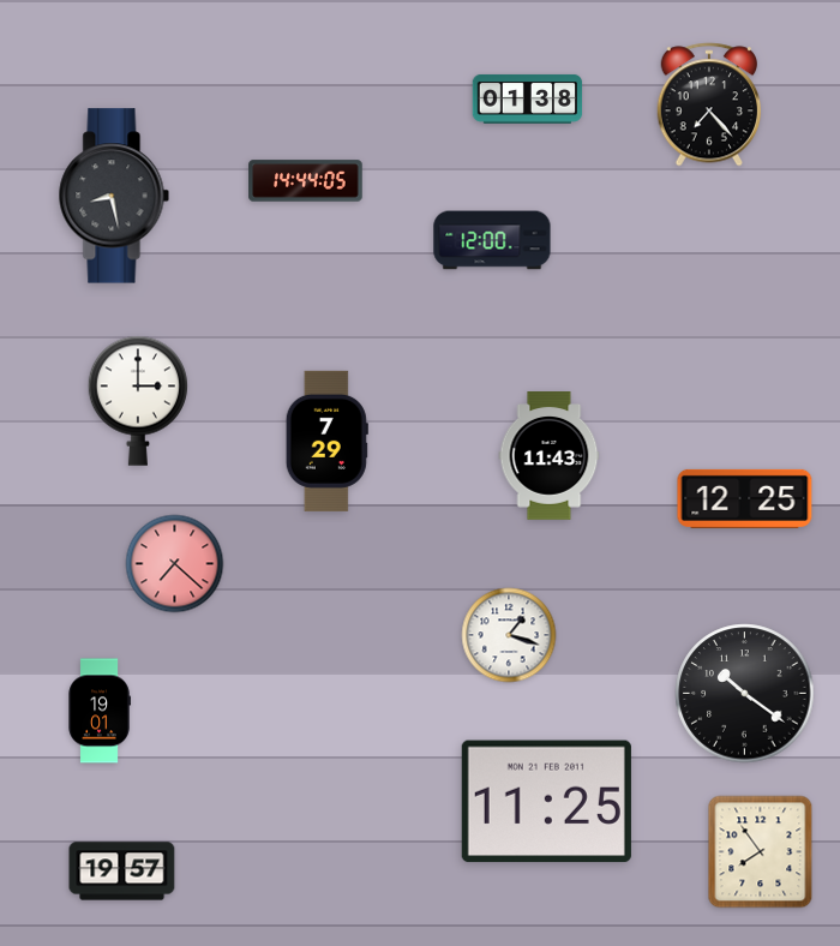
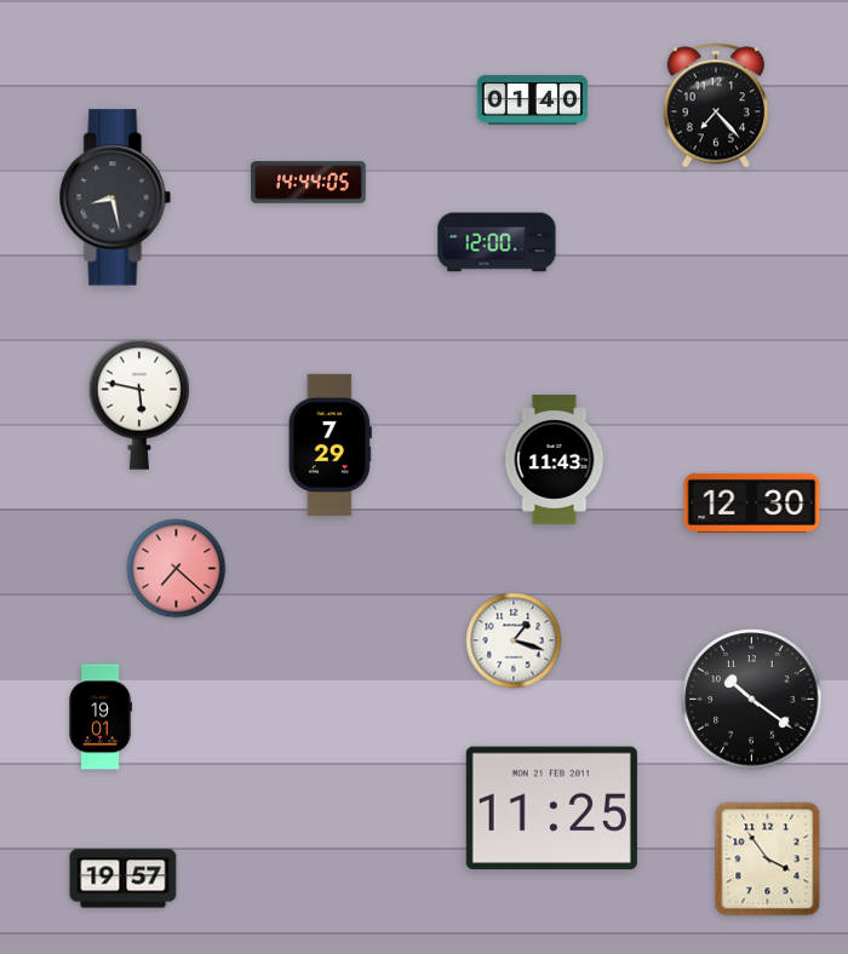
clock at (528, 98): 01:38 -> 01:40
clock at (137, 401): 3:00 -> 5:47
clock at (745, 498): 12:25 -> 12:30
clock at (761, 852): 7:54 -> 3:54
